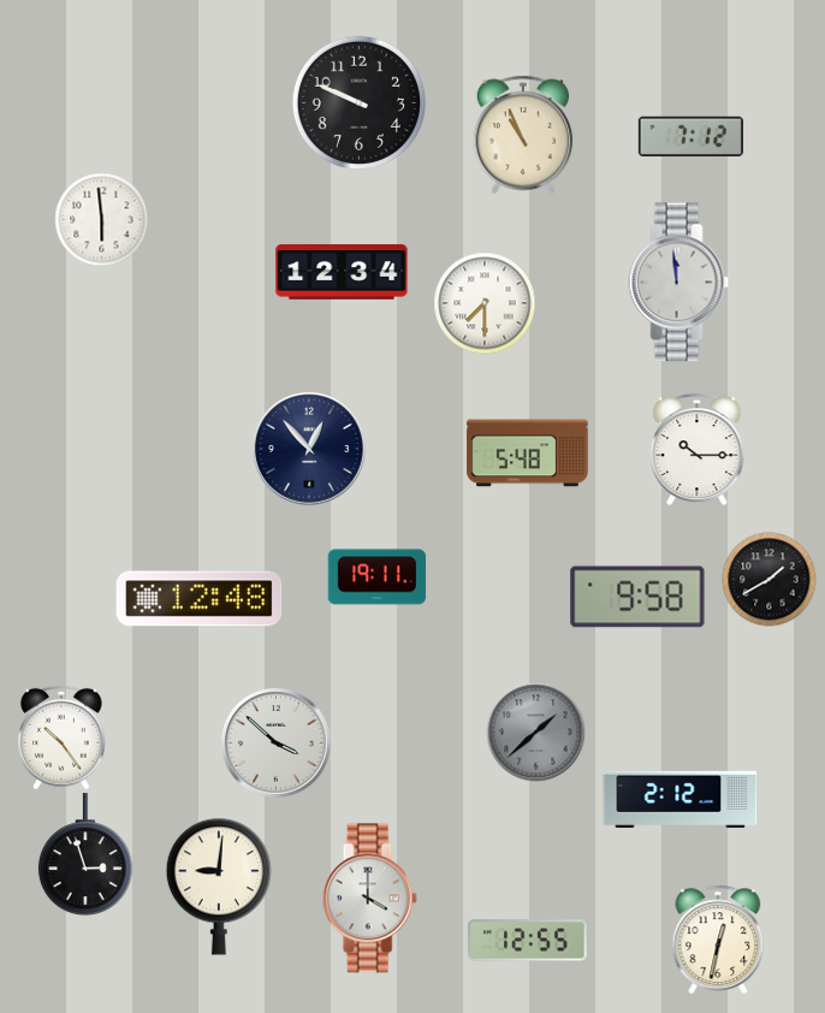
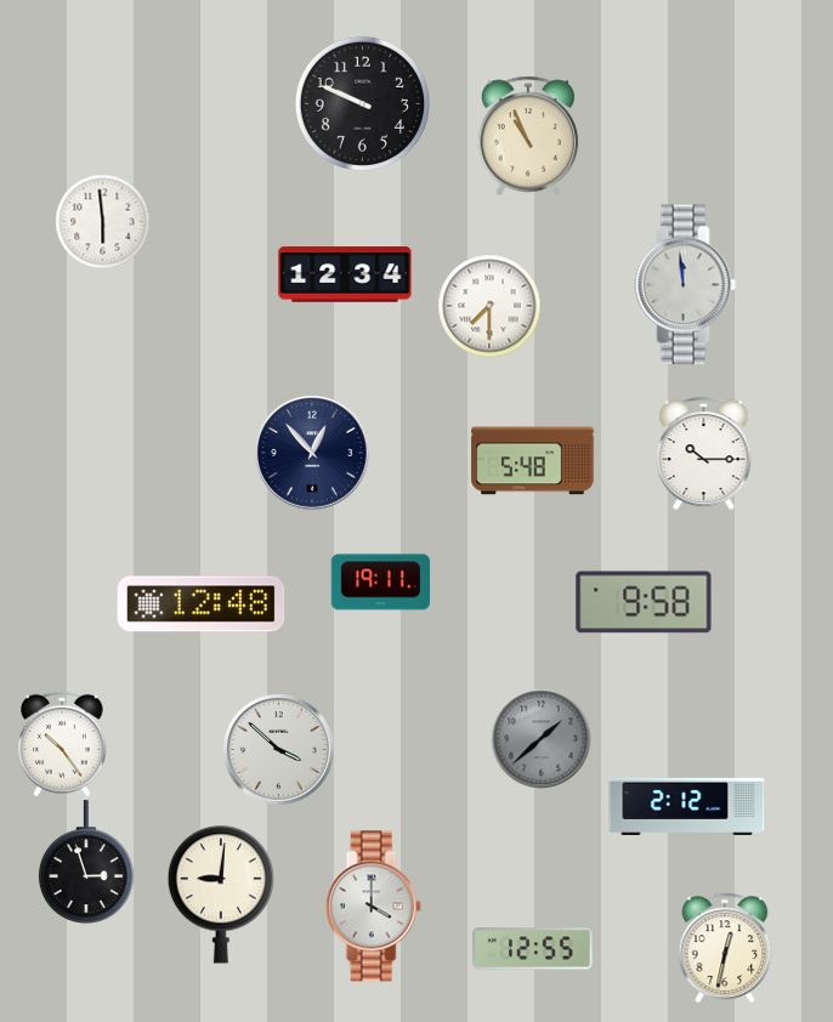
clock at (690, 136): 7:12 -> none
clock at (528, 454) position: (528, 454) -> (533, 461)
clock at (768, 579): 1:40 -> none
